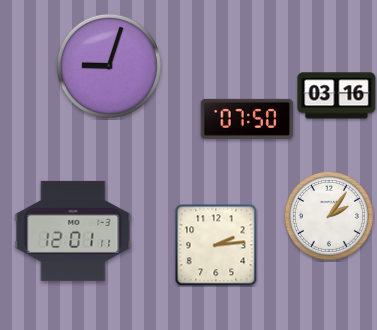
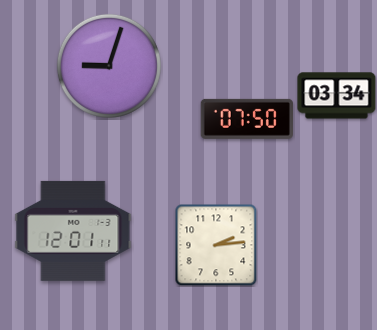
clock at (337, 96): 03:16 -> 03:34
clock at (329, 216): 2:06 -> none
